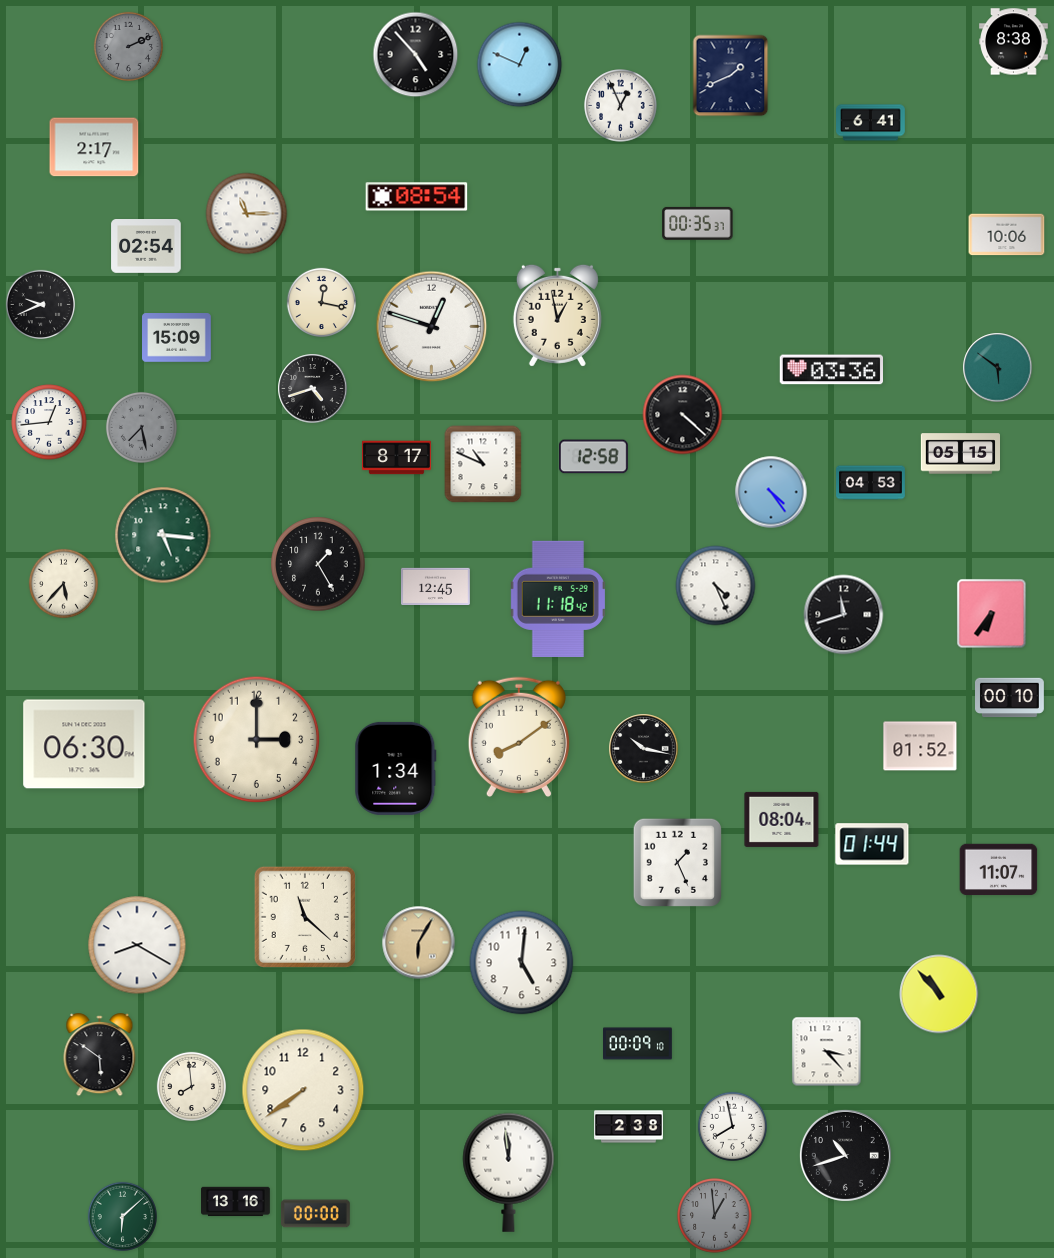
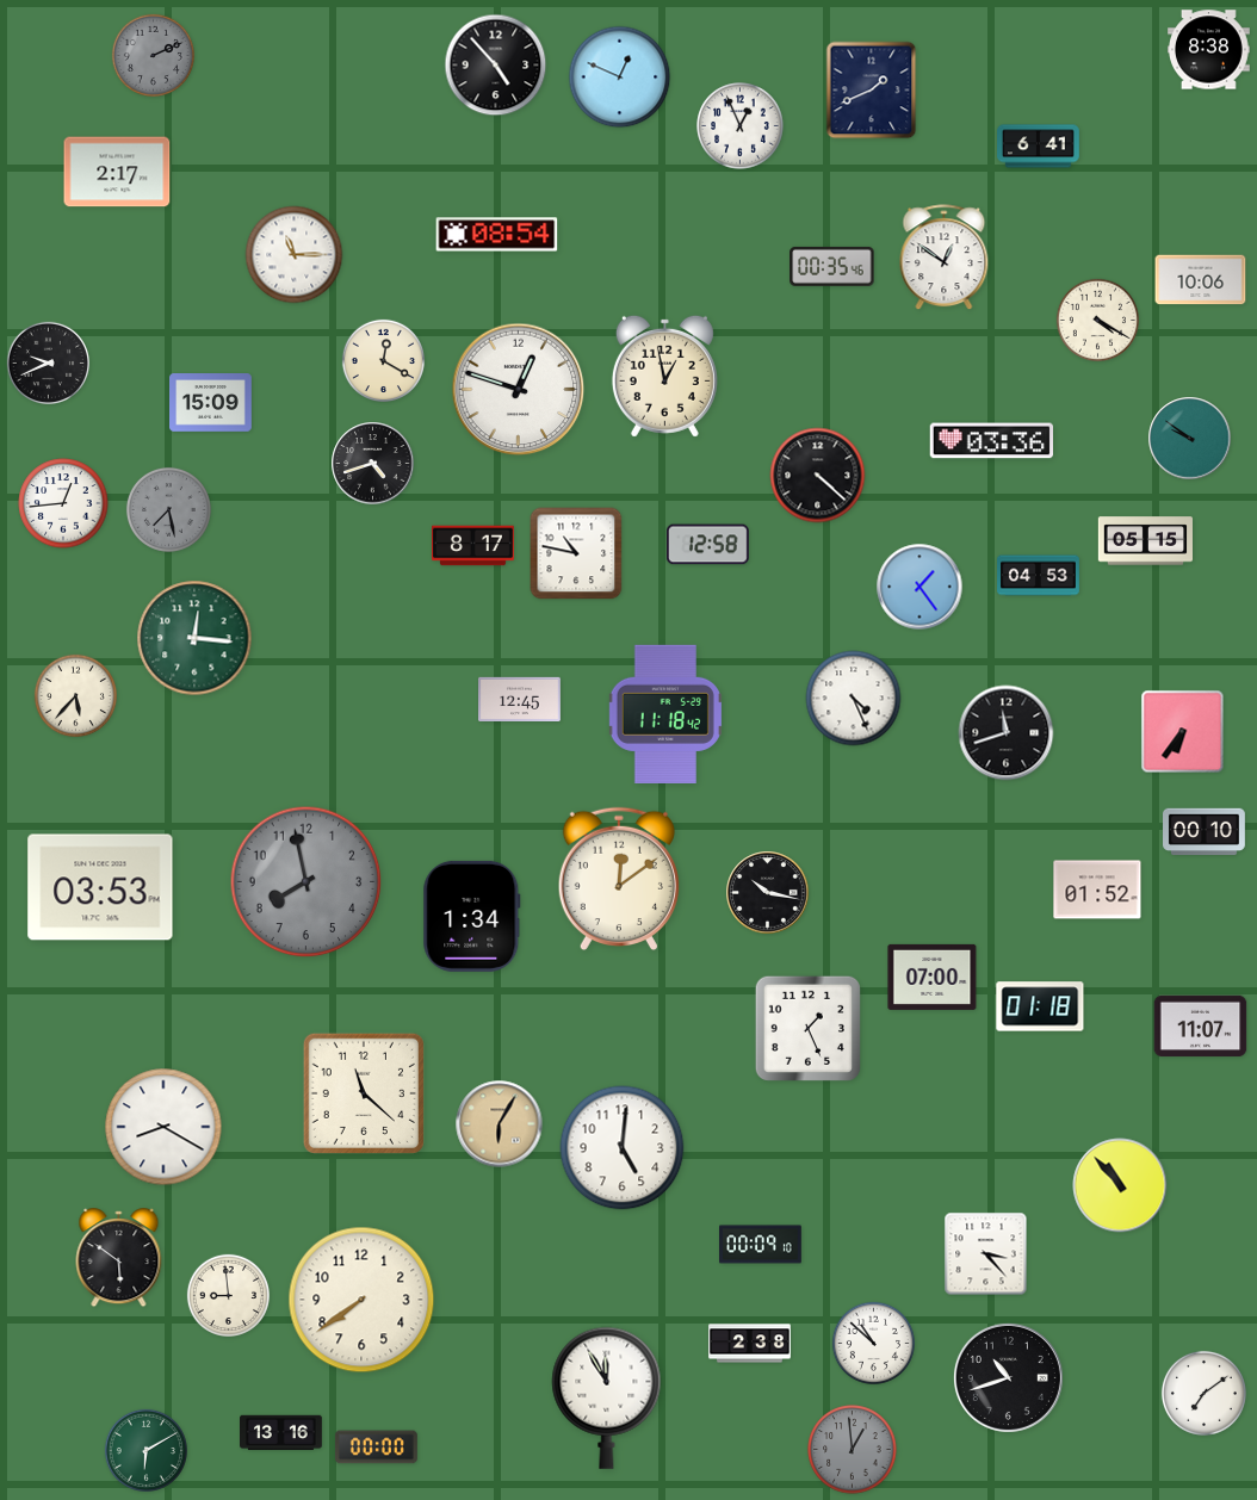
clock at (94, 147) position: (94, 147) -> (117, 172)
clock at (945, 258): none -> 12:51
clock at (698, 223): 00:35:37 -> 00:35:46
clock at (146, 247): 02:54 -> none
clock at (1097, 320): none -> 4:20
clock at (321, 302): 12:17 -> 12:20
clock at (432, 327) position: (432, 327) -> (519, 390)
clock at (998, 368): 5:51 -> 9:51
clock at (683, 415) position: (683, 415) -> (818, 476)
clock at (49, 422) position: (49, 422) -> (63, 503)
clock at (483, 464): 10:49 -> 10:47
clock at (771, 492): 4:24 -> 1:24
clock at (163, 535): 5:16 -> 12:16
clock at (318, 564): 1:25 -> none
clock at (519, 737): 8:09 -> 12:09
clock at (257, 740): 3:00 -> 7:58
clock at (257, 740) dial: cream -> grey
clock at (84, 744): 06:30 -> 03:53
clock at (782, 819): 08:04 -> 07:00
clock at (872, 844): 01:44 -> 01:18
clock at (999, 870) position: (999, 870) -> (1201, 1027)
clock at (191, 1086): 7:59 -> 8:59
clock at (732, 1126): 7:58 -> 10:52
clock at (1203, 1393): none -> 7:09
clock at (509, 1172): 11:59 -> 11:55
clock at (122, 1216): 6:08 -> 6:10
